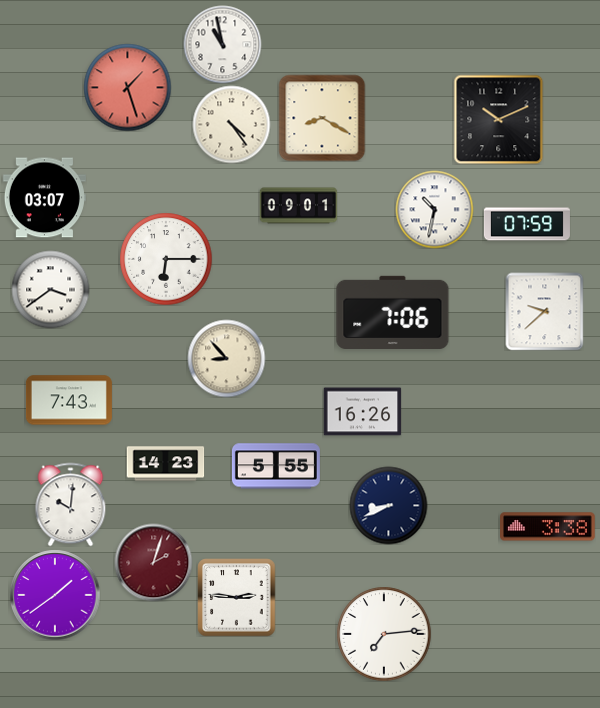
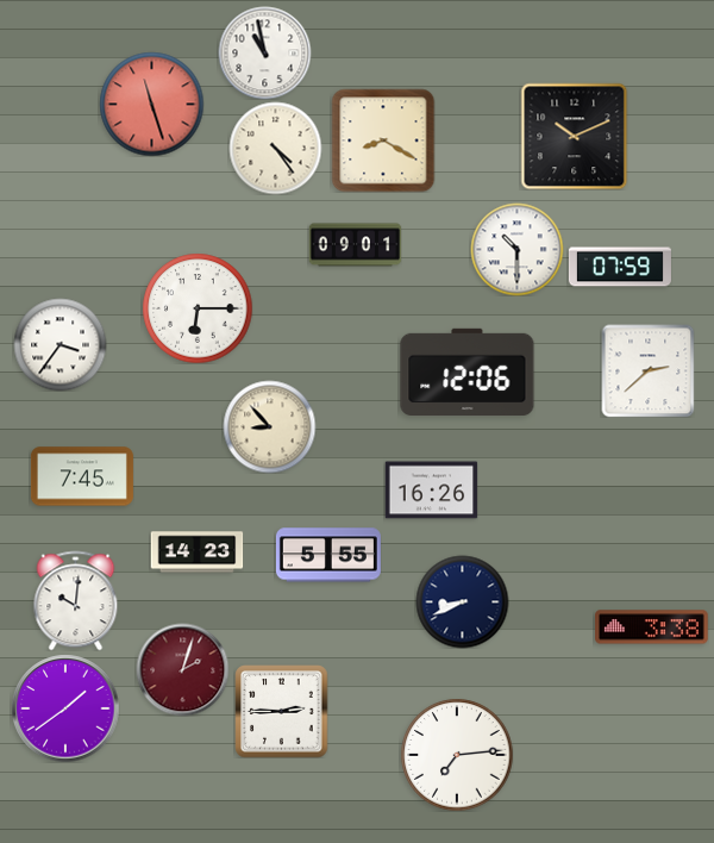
clock at (127, 87): 1:27 -> 11:27
clock at (498, 119) position: (498, 119) -> (574, 136)
clock at (44, 198): 03:07 -> none
clock at (434, 209): 10:32 -> 10:30
clock at (527, 224) position: (527, 224) -> (620, 267)
clock at (50, 289): 3:39 -> 3:36
clock at (544, 311): 9:38 -> 2:38
clock at (393, 312): 7:06 -> 12:06
clock at (69, 400): 7:43 -> 7:45
clock at (71, 504) position: (71, 504) -> (76, 600)
clock at (236, 597): 2:46 -> 2:45
